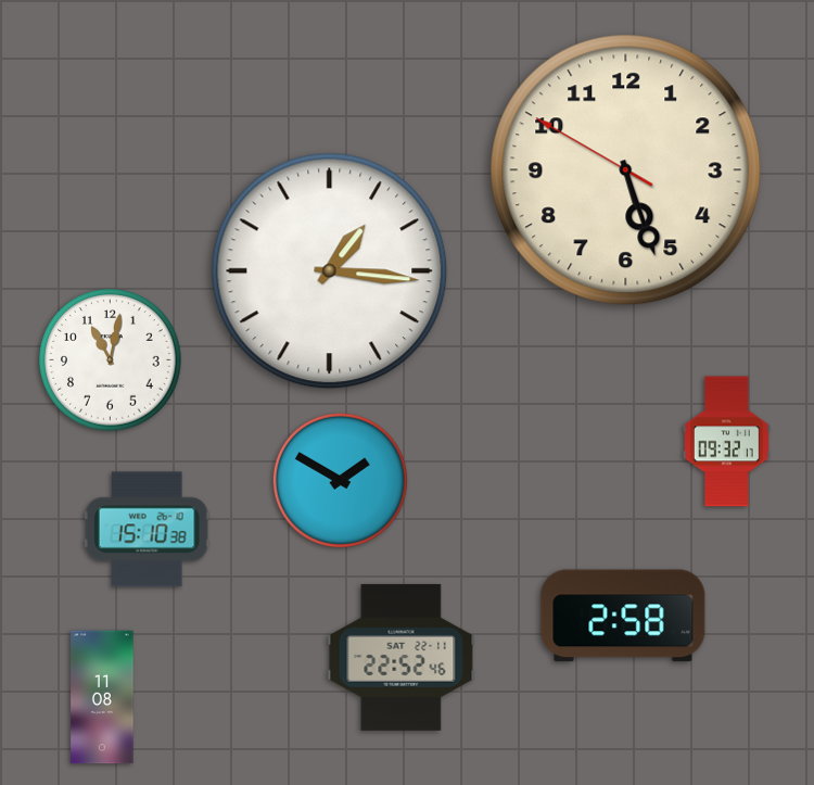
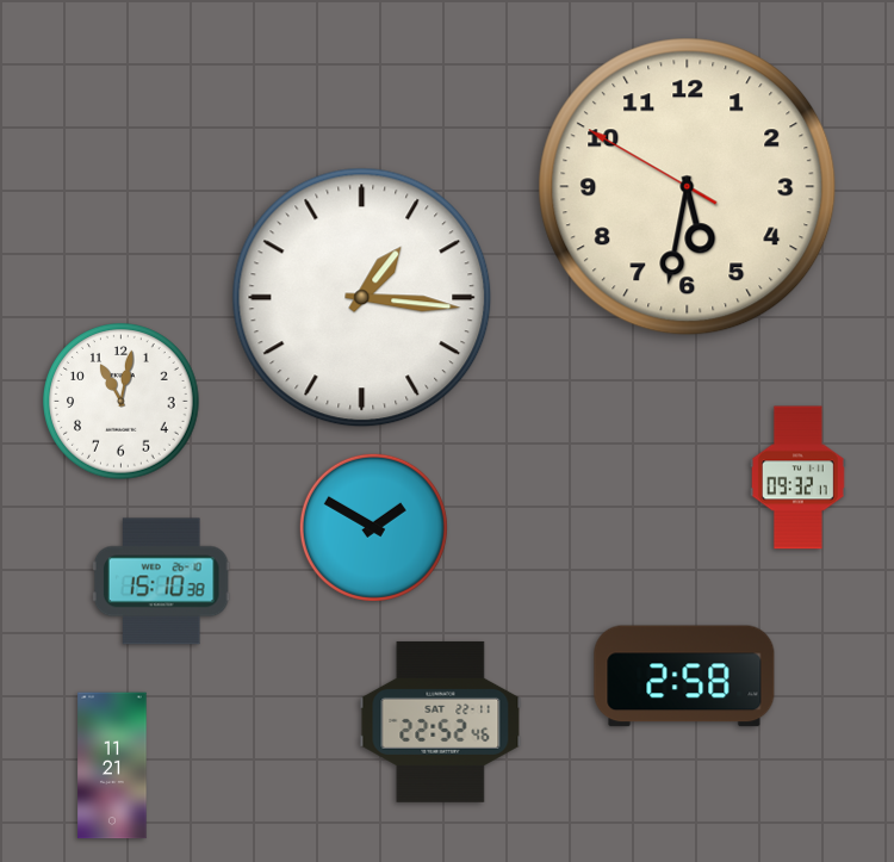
clock at (626, 170): 5:26 -> 5:31
clock at (111, 360) position: (111, 360) -> (122, 402)
clock at (727, 442) position: (727, 442) -> (799, 478)
clock at (102, 697): 11:08 -> 11:21
